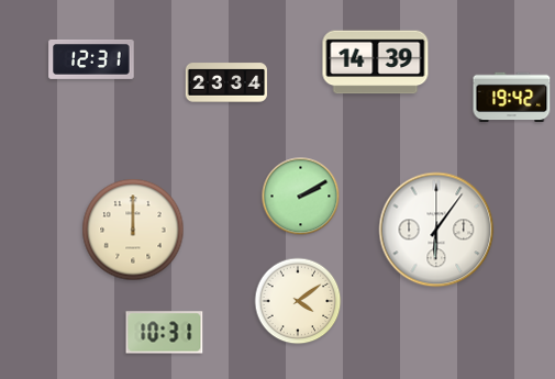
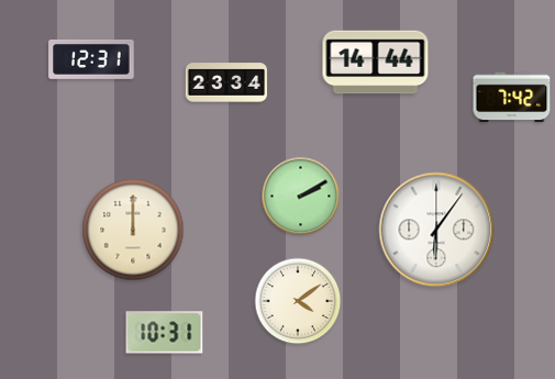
clock at (376, 63): 14:39 -> 14:44
clock at (512, 98): 19:42 -> 7:42
